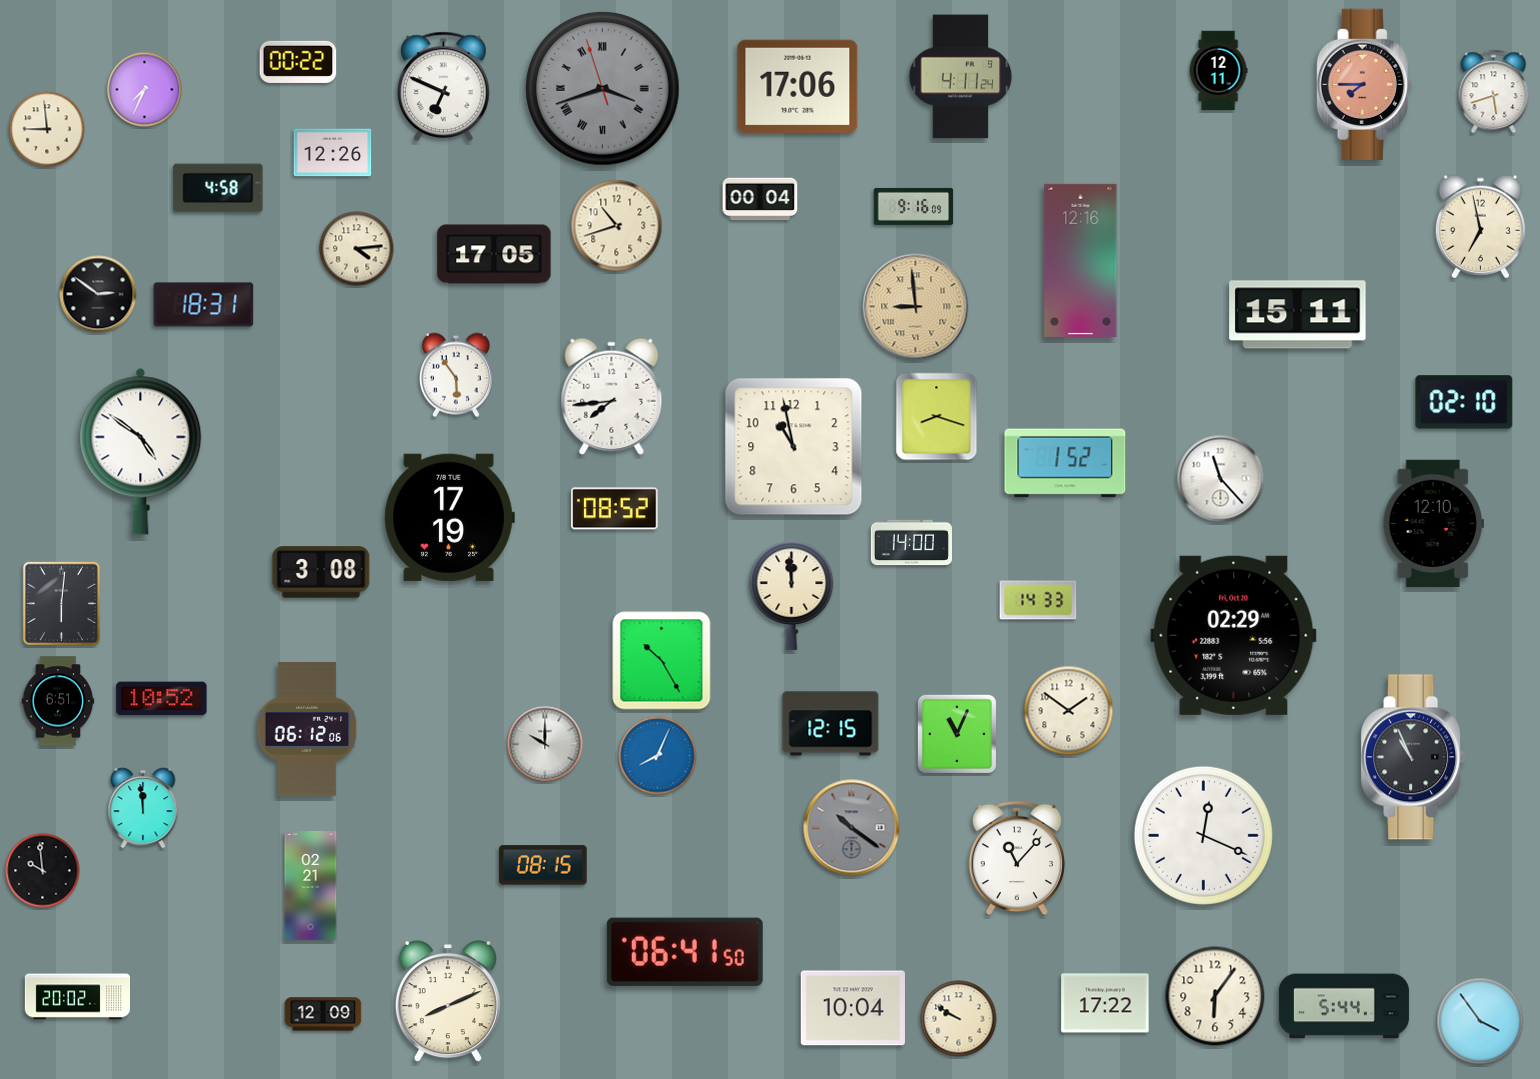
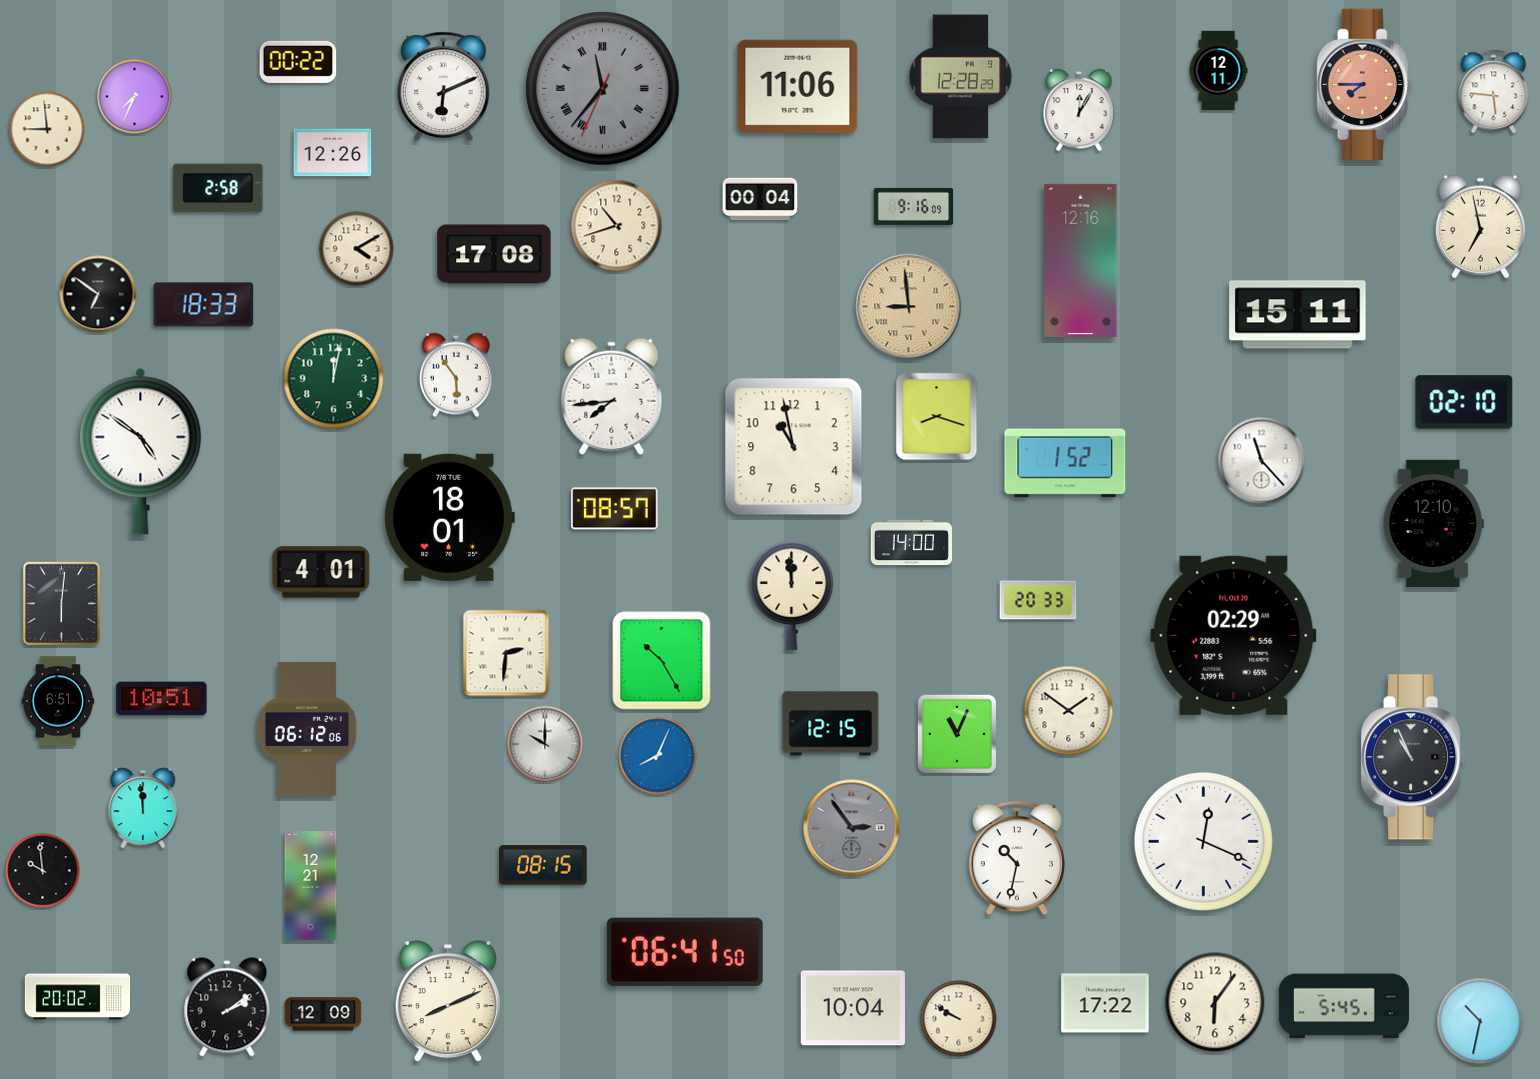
clock at (961, 77): 4:11 -> 12:28
clock at (444, 86): 6:49 -> 6:11
clock at (798, 86): 17:06 -> 11:06
clock at (603, 89): 3:41 -> 11:36
clock at (145, 90) position: (145, 90) -> (135, 97)
clock at (1494, 92): 5:42 -> 5:46
clock at (1079, 110): none -> 12:05
clock at (218, 188): 4:58 -> 2:58
clock at (357, 249): 4:14 -> 4:10
clock at (494, 254): 17:05 -> 17:08
clock at (98, 294): 2:51 -> 6:51
clock at (204, 305): 18:31 -> 18:33
clock at (916, 307) position: (916, 307) -> (909, 307)
clock at (334, 379): none -> 12:02
clock at (1221, 479) position: (1221, 479) -> (1262, 461)
clock at (615, 509): 08:52 -> 08:57
clock at (449, 517): 17:19 -> 18:01
clock at (321, 572): 3:08 -> 4:01
clock at (1038, 600): 14:33 -> 20:33
clock at (506, 653): none -> 2:31
clock at (162, 699): 10:52 -> 10:51
clock at (852, 828): 10:21 -> 2:54
clock at (1203, 835) position: (1203, 835) -> (1203, 841)
clock at (1017, 858): 11:07 -> 10:32
clock at (311, 886): 02:21 -> 12:21
clock at (1215, 996) position: (1215, 996) -> (1215, 1002)
clock at (1344, 1006): 5:44 -> 5:45
clock at (227, 1007): none -> 2:09
clock at (1480, 1021): 3:54 -> 10:32
